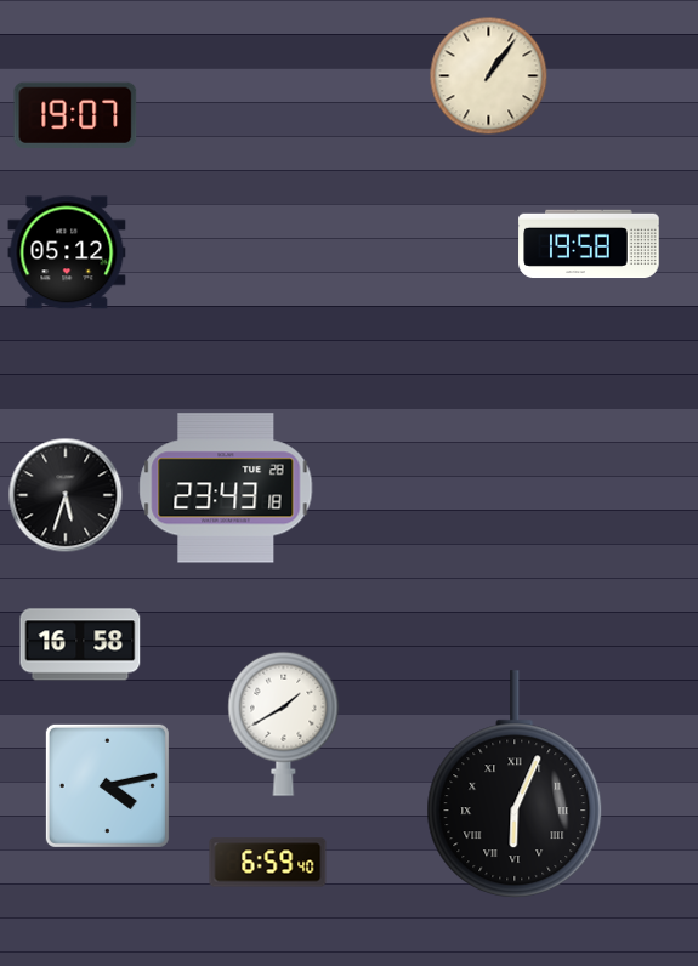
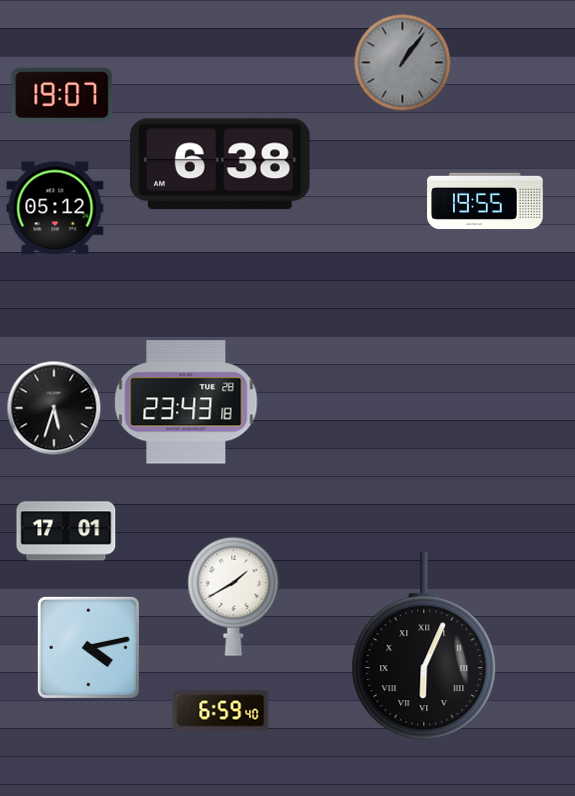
clock at (489, 76) dial: cream -> grey
clock at (220, 164): none -> 6:38
clock at (589, 244): 19:58 -> 19:55
clock at (80, 644): 16:58 -> 17:01
